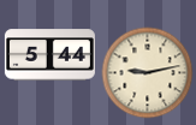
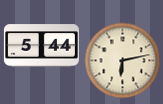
clock at (148, 73): 9:13 -> 6:13
